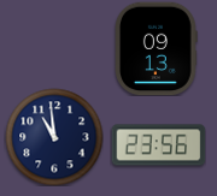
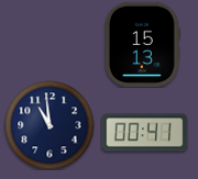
clock at (157, 48): 09:13 -> 15:13
clock at (158, 145): 23:56 -> 00:41
